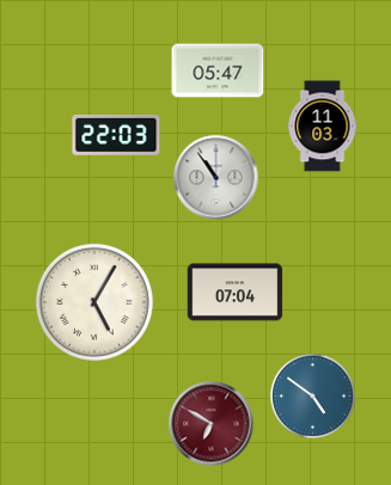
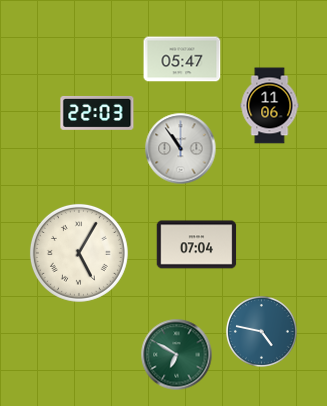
clock at (323, 127): 11:03 -> 11:06
clock at (312, 395): 4:51 -> 4:47
clock at (212, 424) dial: burgundy -> green
